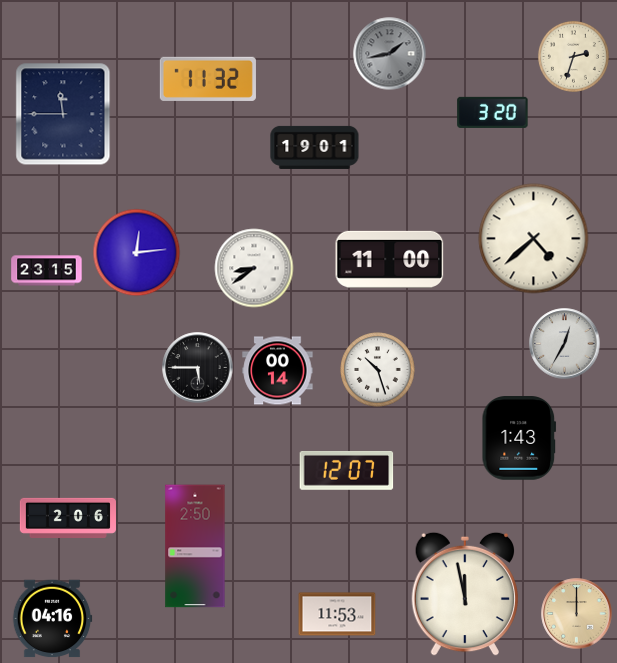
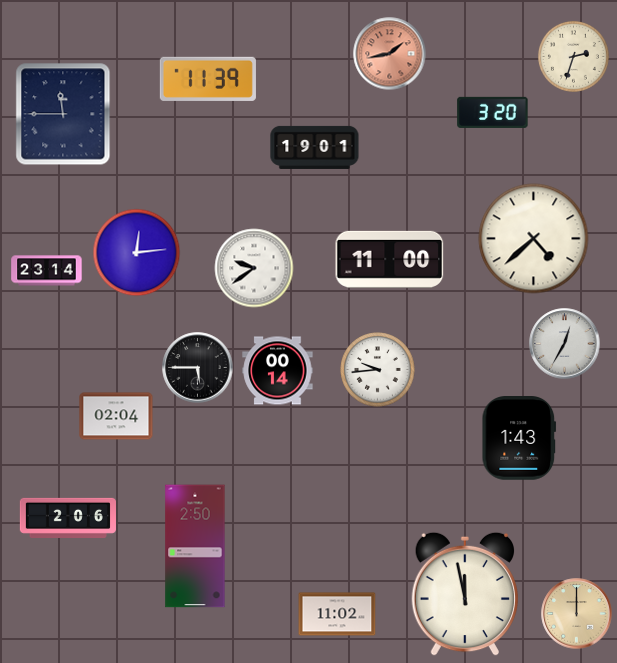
clock at (390, 54) dial: grey -> salmon
clock at (208, 79): 11:32 -> 11:39
clock at (254, 268): 8:39 -> 9:39
clock at (47, 271): 23:15 -> 23:14
clock at (378, 370): 10:27 -> 9:44
clock at (116, 416): none -> 02:04
clock at (347, 470): 12:07 -> none
clock at (337, 614): 11:53 -> 11:02
clock at (52, 619): 04:16 -> none
